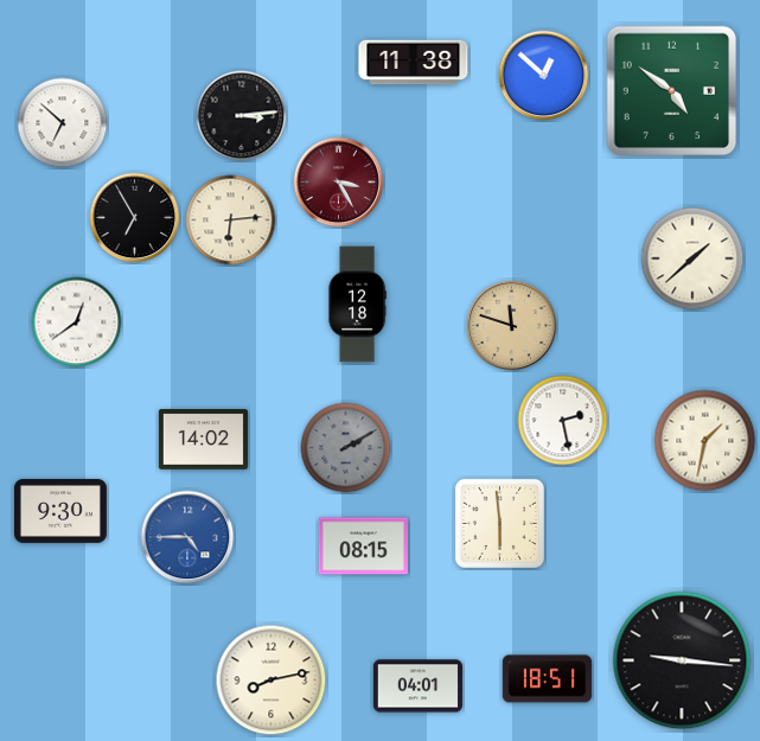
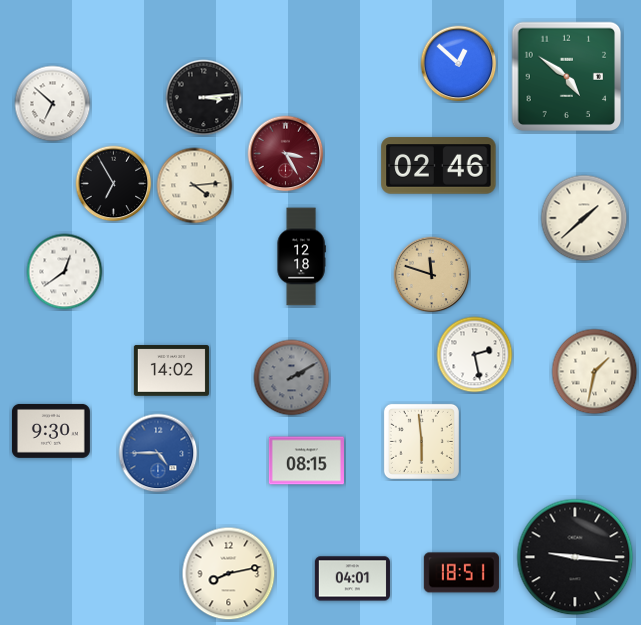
clock at (414, 63): 11:38 -> none
clock at (439, 166): none -> 02:46
clock at (231, 221): 6:14 -> 4:14
